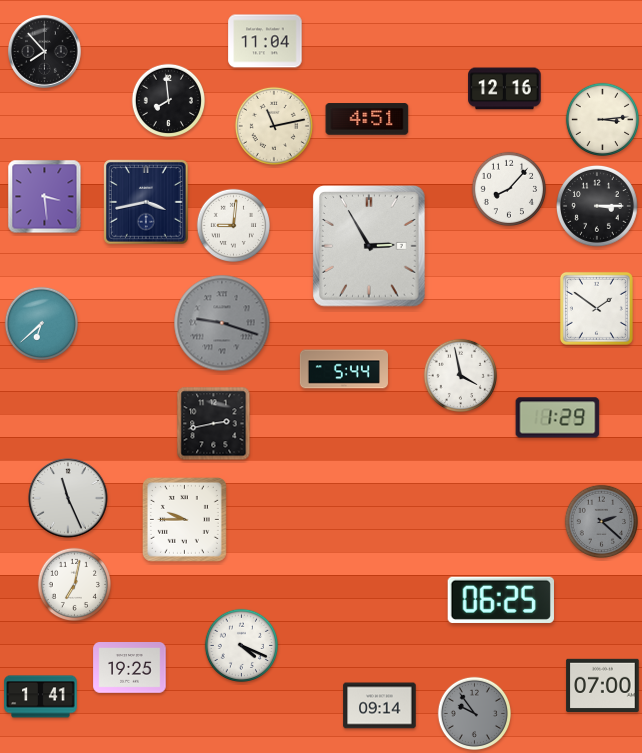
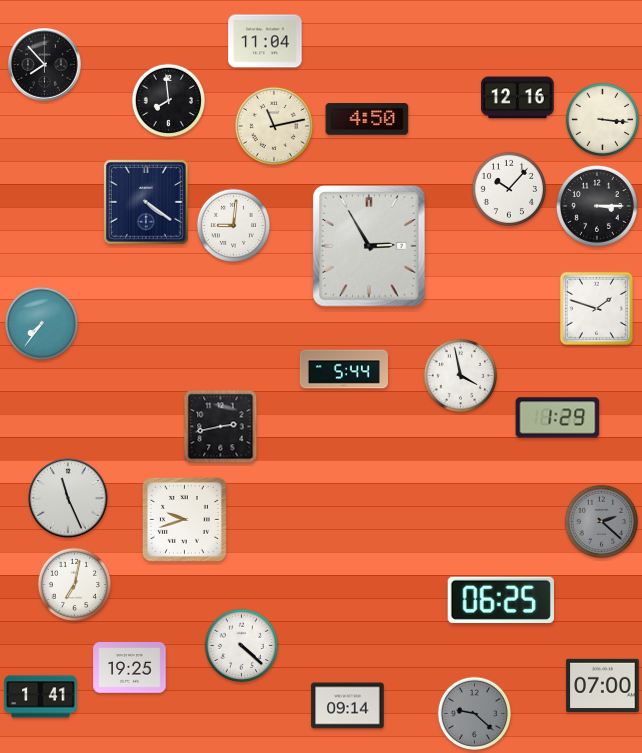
clock at (45, 52) position: (45, 52) -> (45, 65)
clock at (505, 89) position: (505, 89) -> (518, 98)
clock at (367, 119): 4:51 -> 4:50
clock at (602, 119): 3:14 -> 3:16
clock at (508, 188): 8:07 -> 10:07
clock at (45, 197): 3:29 -> none
clock at (146, 202): 3:43 -> 4:21
clock at (596, 308): 1:51 -> 1:48
clock at (41, 323): 6:38 -> 7:36
clock at (222, 323): 9:18 -> none
clock at (214, 424) position: (214, 424) -> (221, 427)
clock at (184, 519): 9:45 -> 9:42
clock at (241, 645): 4:19 -> 4:22
clock at (380, 706) position: (380, 706) -> (348, 706)
clock at (474, 713): 9:54 -> 9:22
